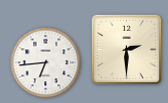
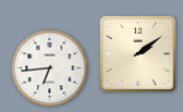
clock at (127, 50): 2:30 -> 2:09
